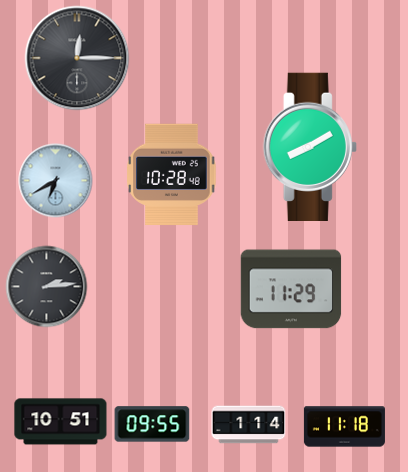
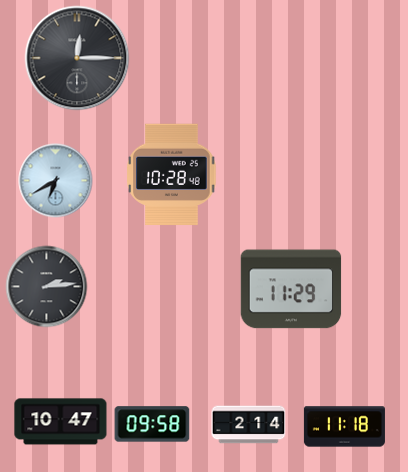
clock at (310, 146): 8:10 -> none
clock at (61, 422): 10:51 -> 10:47
clock at (152, 424): 09:55 -> 09:58
clock at (249, 425): 1:14 -> 2:14
